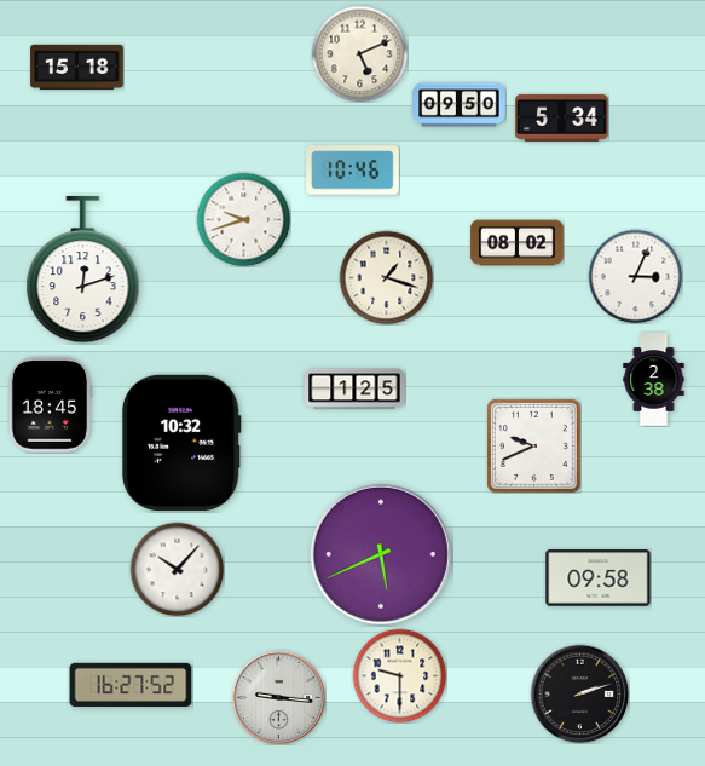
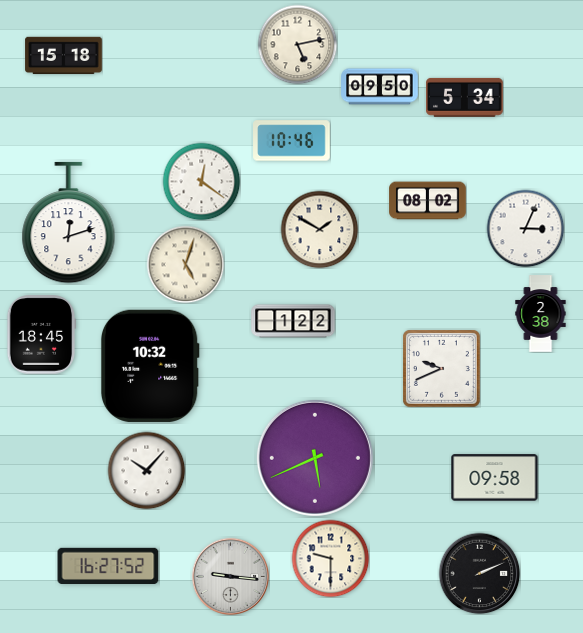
clock at (359, 53): 5:11 -> 5:13
clock at (243, 219): 9:42 -> 12:21
clock at (386, 277): 1:18 -> 1:50
clock at (185, 264): none -> 5:03
clock at (354, 388): 1:25 -> 1:22
clock at (579, 693): 2:12 -> 2:11
